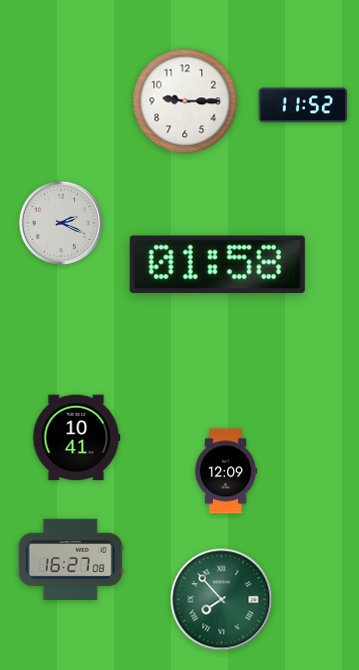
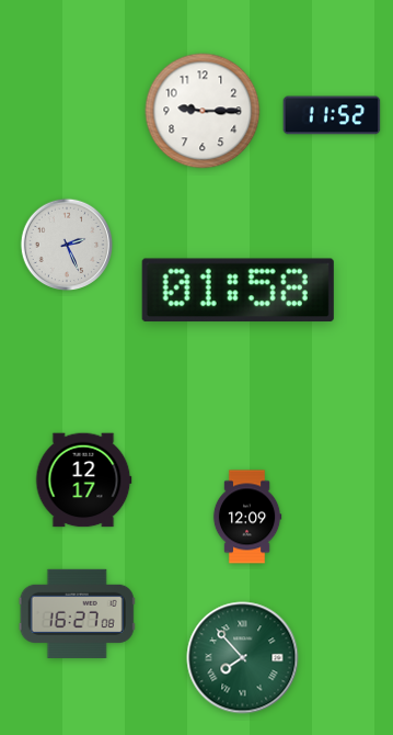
clock at (61, 223): 2:19 -> 2:26
clock at (76, 438): 10:41 -> 12:17
